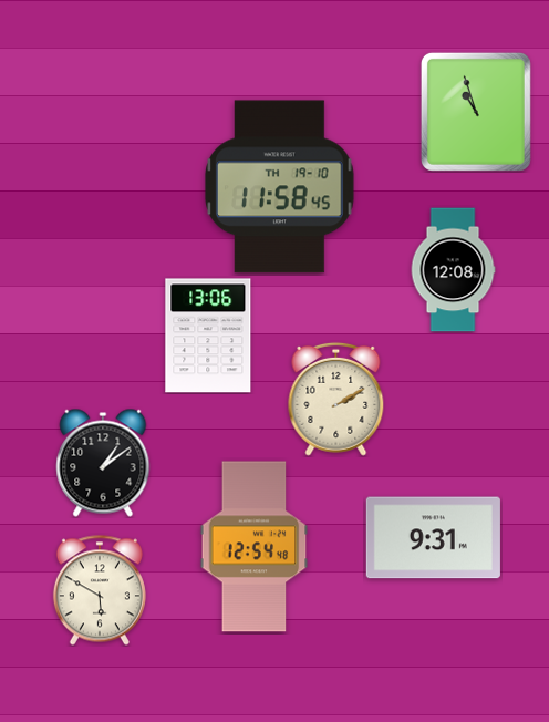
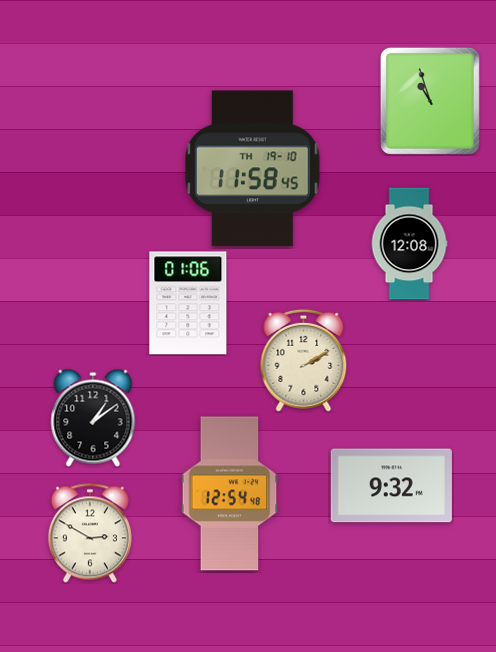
clock at (208, 336): 13:06 -> 01:06
clock at (433, 538): 9:31 -> 9:32
clock at (100, 590): 5:50 -> 2:50
